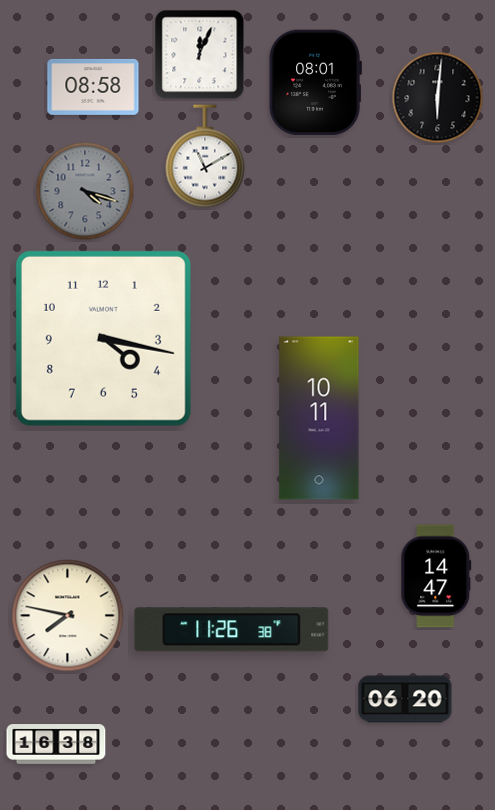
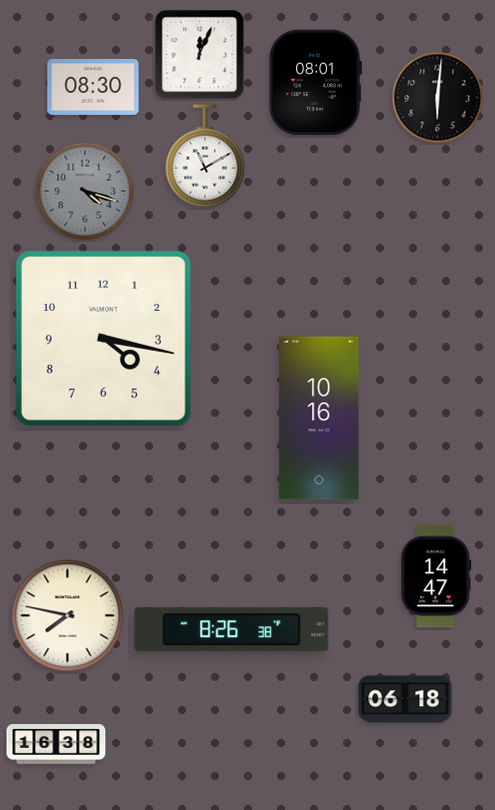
clock at (93, 87): 08:58 -> 08:30
clock at (319, 418): 10:11 -> 10:16
clock at (232, 630): 11:26 -> 8:26
clock at (405, 699): 06:20 -> 06:18
